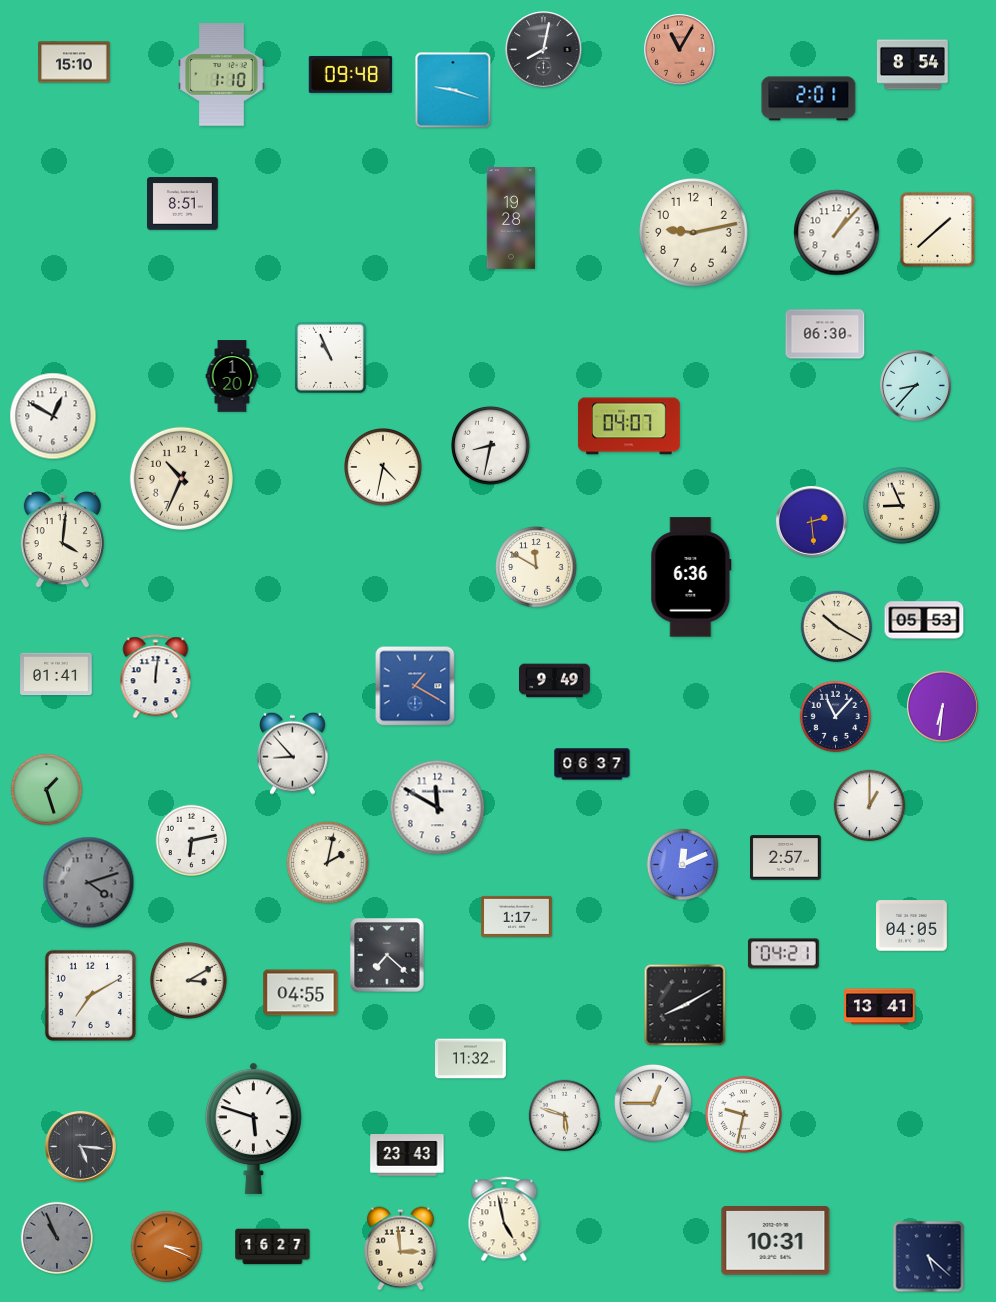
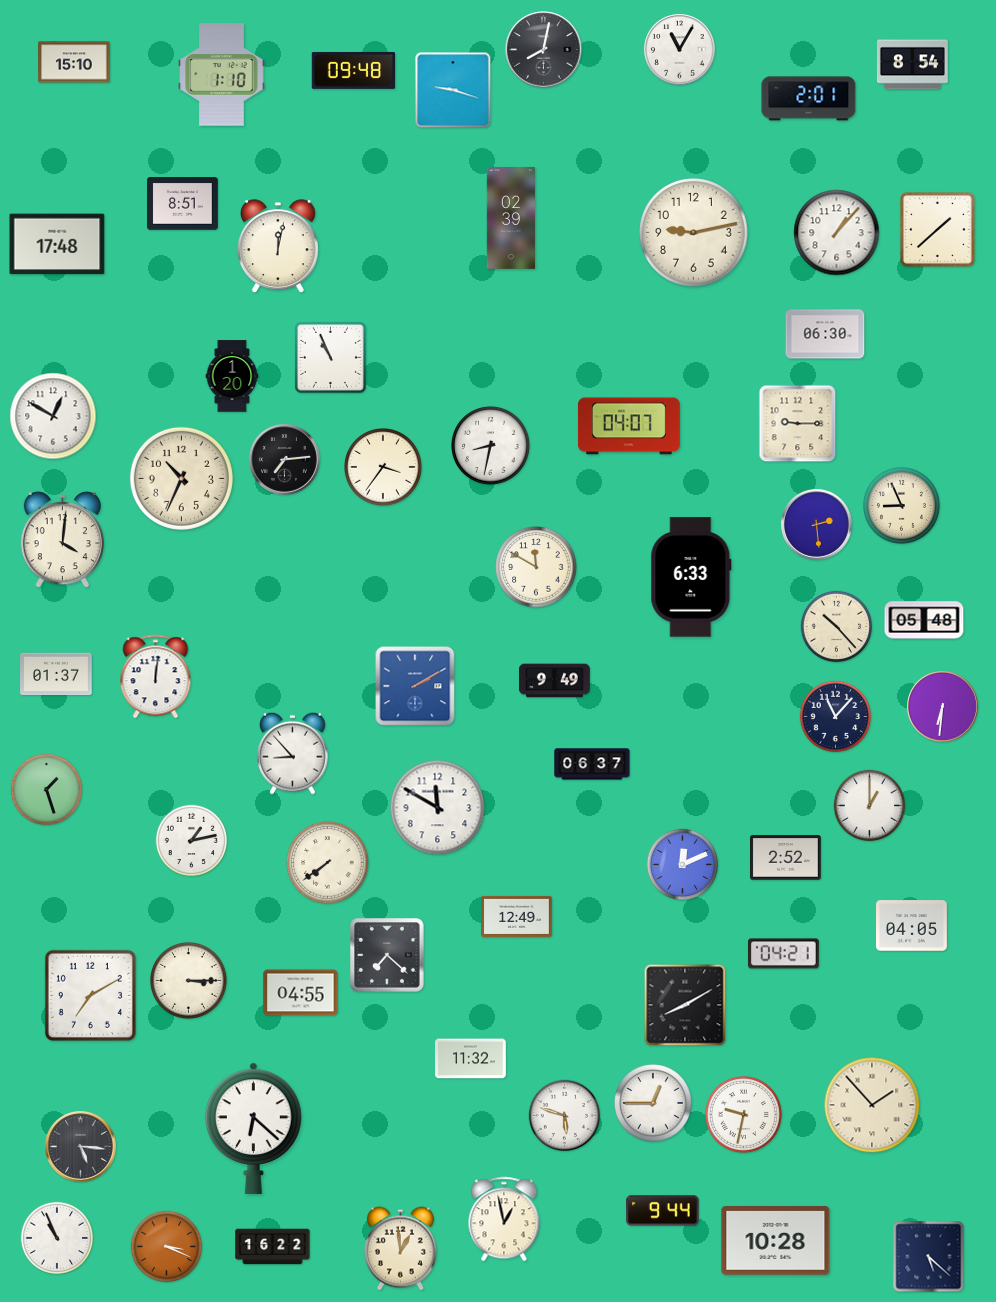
clock at (680, 50) dial: salmon -> white
clock at (351, 74) position: (351, 74) -> (354, 70)
clock at (511, 219): 19:28 -> 02:39
clock at (57, 244): none -> 17:48
clock at (278, 247): none -> 12:02
clock at (916, 386): 8:37 -> none
clock at (798, 424): none -> 9:15
clock at (285, 460): none -> 7:14
clock at (384, 468): 4:32 -> 3:36
clock at (812, 522) position: (812, 522) -> (817, 525)
clock at (691, 577): 6:36 -> 6:33
clock at (924, 620): 05:53 -> 05:48
clock at (837, 627): 10:20 -> 10:23
clock at (56, 674): 01:41 -> 01:37
clock at (415, 686): 1:20 -> 2:10
clock at (192, 841): 6:13 -> 1:13
clock at (786, 858): 2:57 -> 2:52
clock at (328, 863): 2:02 -> 7:39
clock at (89, 883): 4:12 -> none
clock at (517, 916): 1:17 -> 12:49
clock at (188, 980): 3:10 -> 3:15
clock at (880, 1007): 13:41 -> none
clock at (872, 1105): none -> 1:53
clock at (254, 1128): 5:48 -> 6:22
clock at (407, 1156): 23:43 -> none
clock at (663, 1211): none -> 9:44
clock at (504, 1219): 4:58 -> 12:58
clock at (57, 1238) dial: grey -> white
clock at (776, 1241): 10:31 -> 10:28
clock at (273, 1247): 16:27 -> 16:22
clock at (400, 1249): 2:59 -> 12:59
